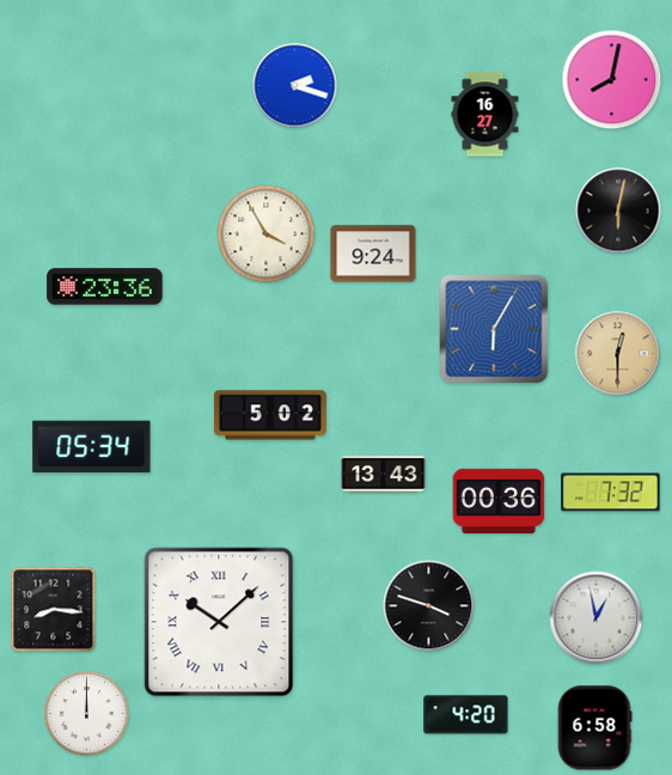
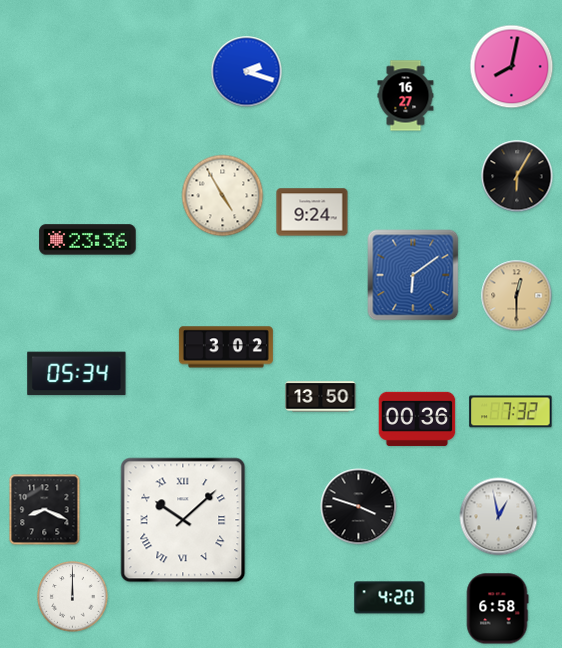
clock at (618, 210): 6:02 -> 6:05
clock at (267, 234): 3:55 -> 4:55
clock at (494, 329): 6:05 -> 6:09
clock at (270, 415): 5:02 -> 3:02
clock at (384, 475): 13:43 -> 13:50
clock at (54, 610): 8:16 -> 8:19
